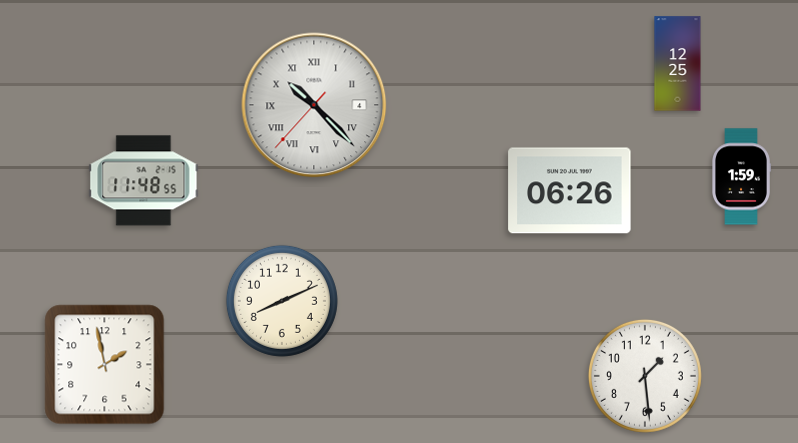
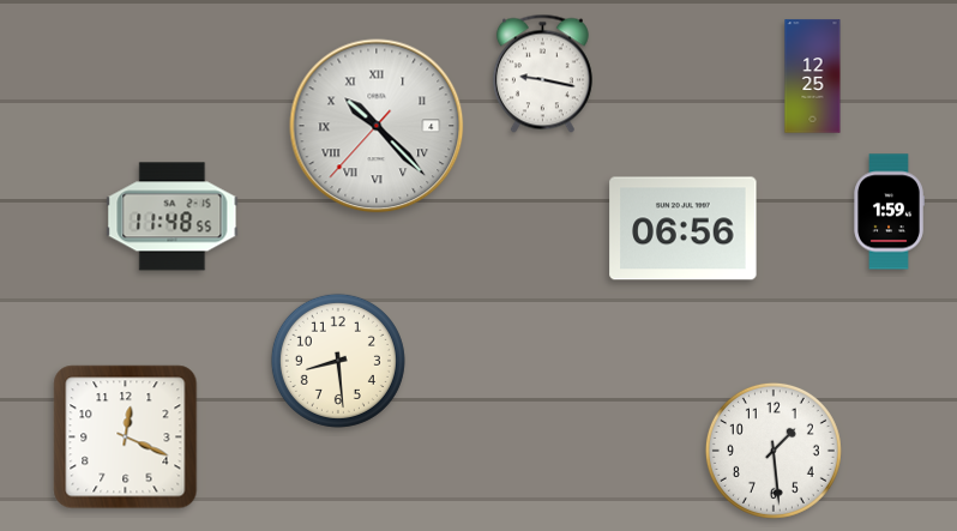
clock at (542, 74): none -> 9:17
clock at (570, 191): 06:26 -> 06:56
clock at (282, 301): 8:11 -> 8:29
clock at (105, 365): 1:58 -> 12:19
